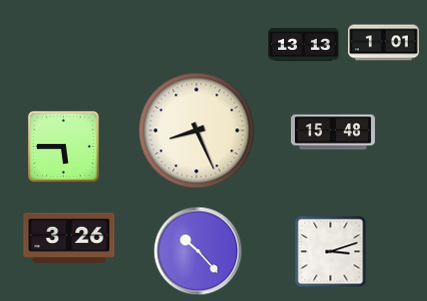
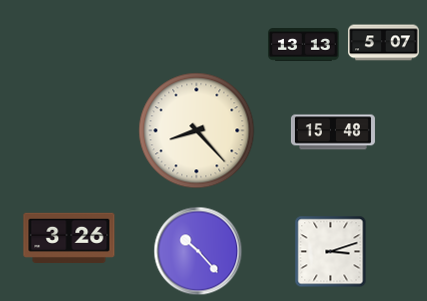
clock at (384, 43): 1:01 -> 5:07
clock at (197, 131): 8:26 -> 8:23
clock at (63, 146): 5:45 -> none
